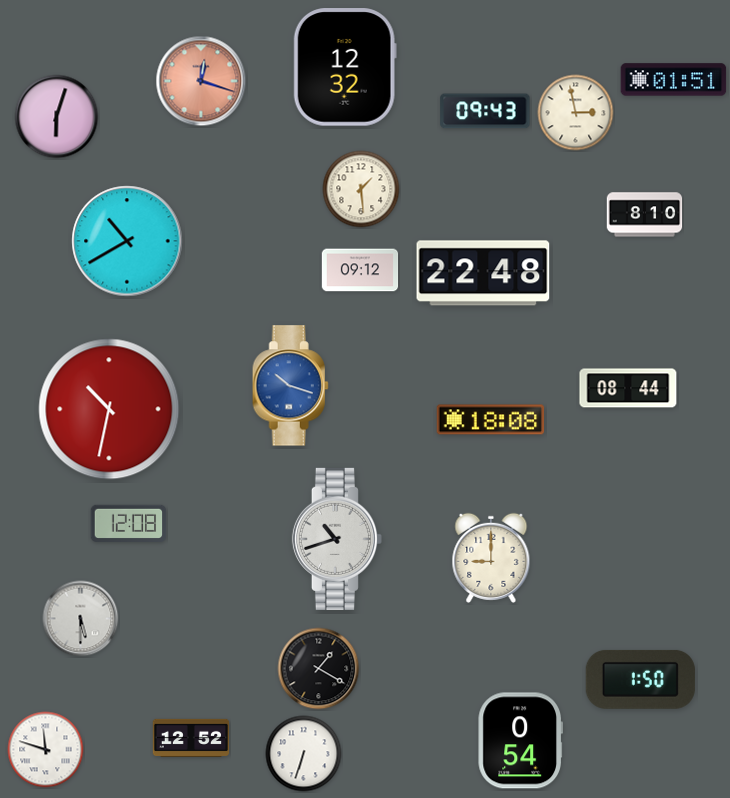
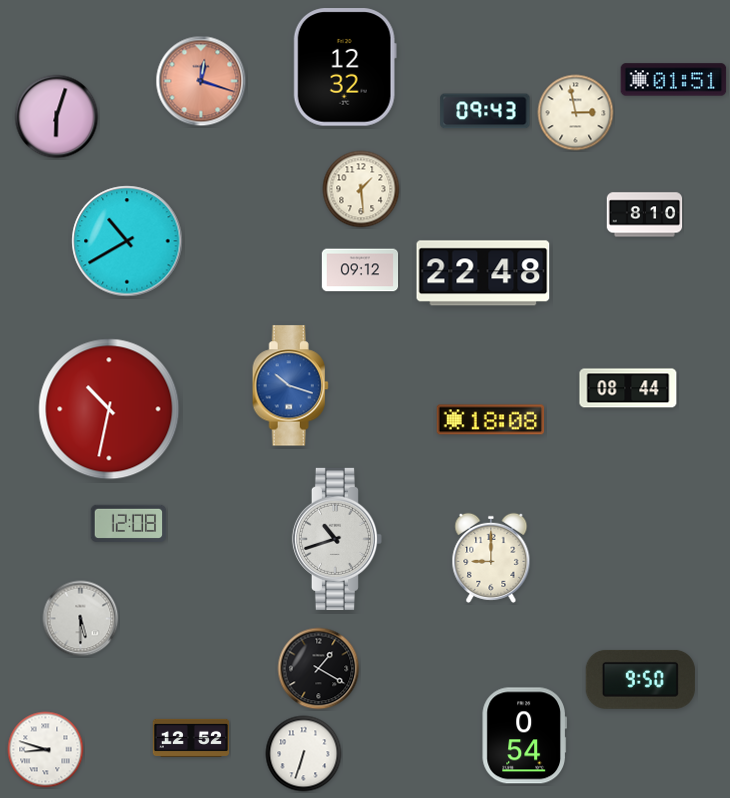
clock at (640, 679): 1:50 -> 9:50
clock at (520, 741) position: (520, 741) -> (524, 736)
clock at (46, 750): 11:48 -> 8:48
